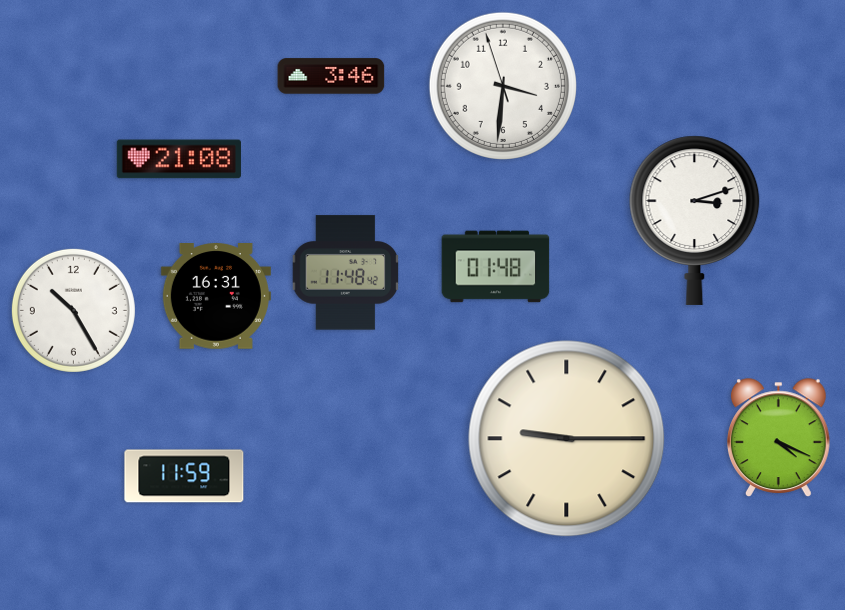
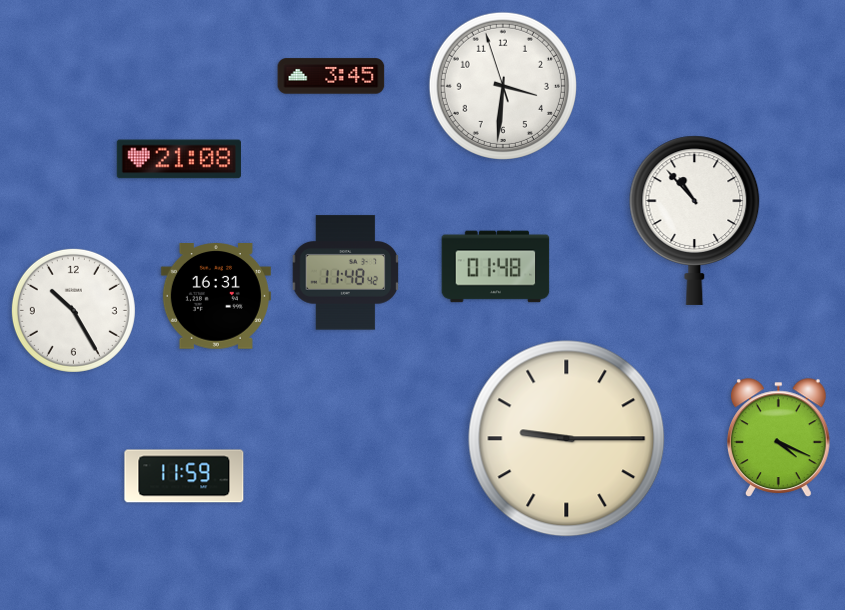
clock at (331, 76): 3:46 -> 3:45
clock at (695, 220): 3:12 -> 10:53
